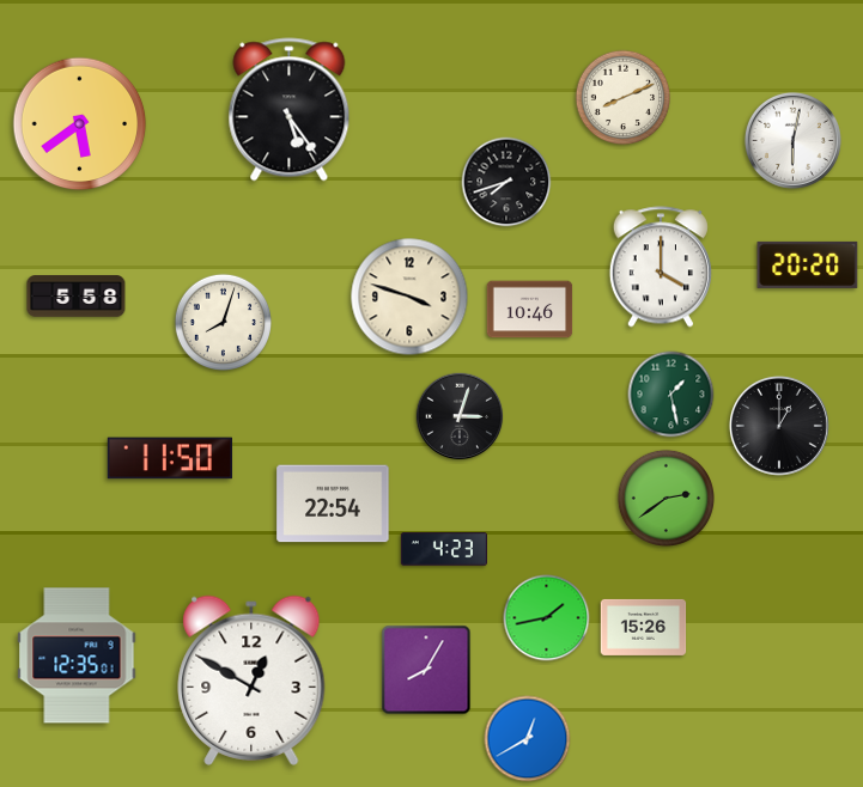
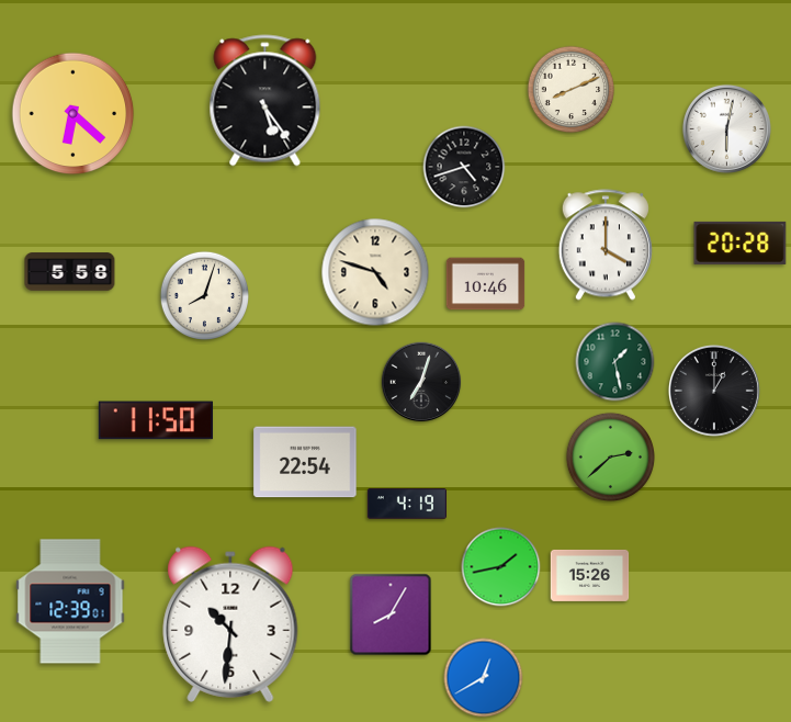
clock at (80, 124): 5:39 -> 6:22
clock at (506, 182): 7:42 -> 4:42
clock at (808, 264): 20:20 -> 20:28
clock at (409, 297): 3:48 -> 4:48
clock at (460, 416): 3:03 -> 7:03
clock at (666, 498): 2:39 -> 2:38
clock at (443, 549): 4:23 -> 4:19
clock at (77, 655): 12:35 -> 12:39
clock at (251, 681): 12:50 -> 10:31
